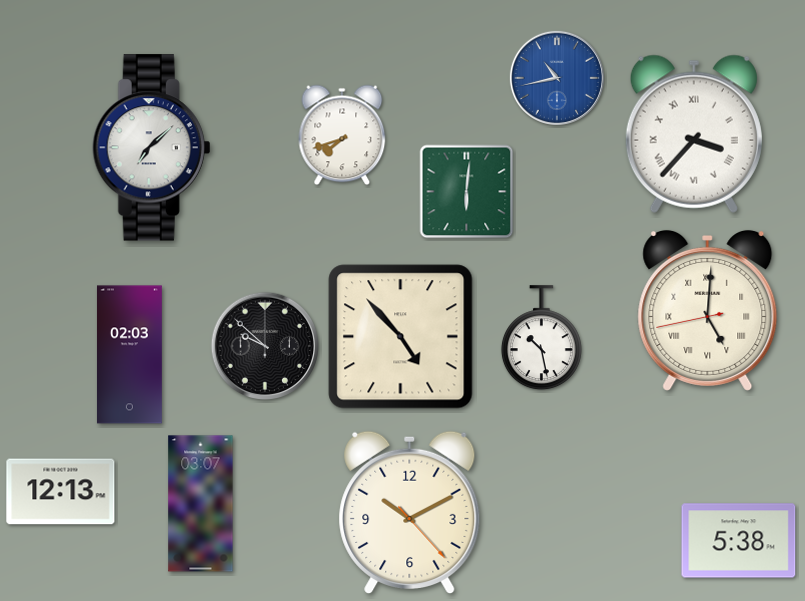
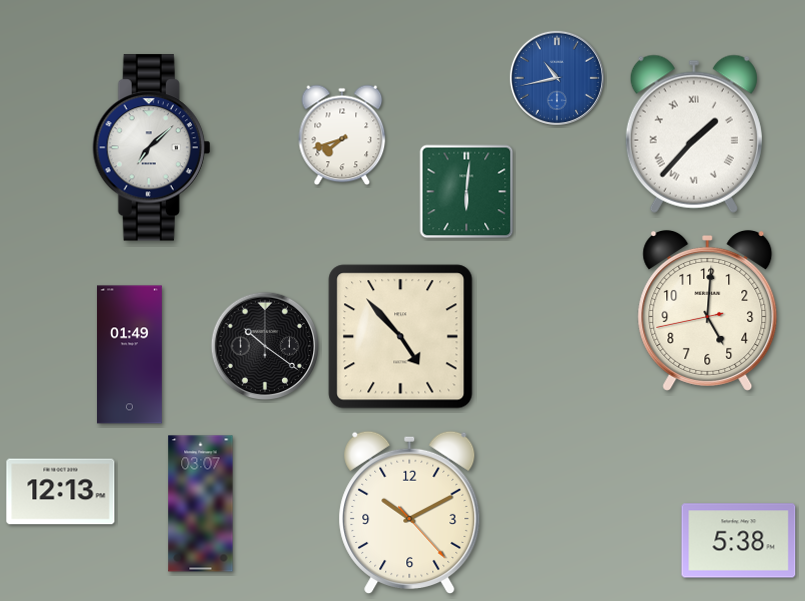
clock at (694, 134): 3:37 -> 1:37
clock at (708, 310) numerals: Roman -> Arabic
clock at (541, 338): 10:28 -> none
clock at (265, 346): 9:52 -> 10:21
clock at (129, 355): 02:03 -> 01:49
